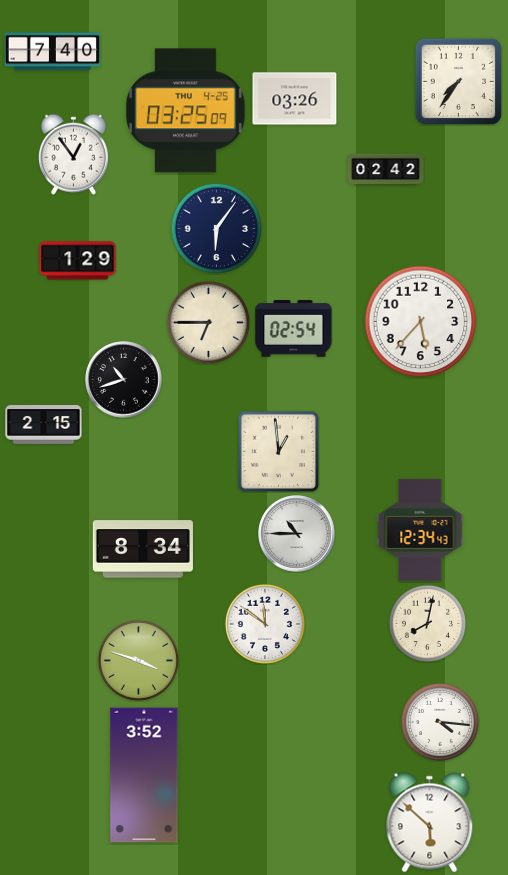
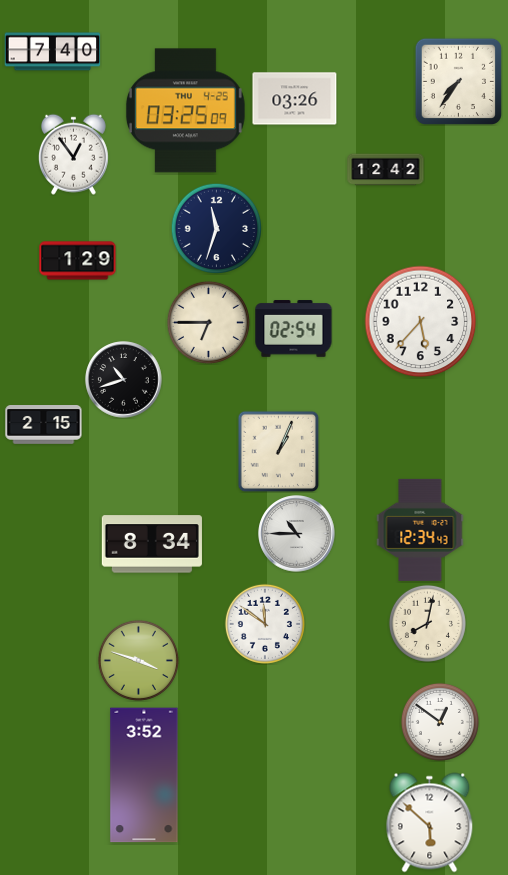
clock at (386, 170): 02:42 -> 12:42
clock at (216, 228): 6:06 -> 11:33
clock at (278, 451): 12:59 -> 1:04
clock at (143, 549) position: (143, 549) -> (152, 544)
clock at (440, 722): 4:16 -> 12:51
